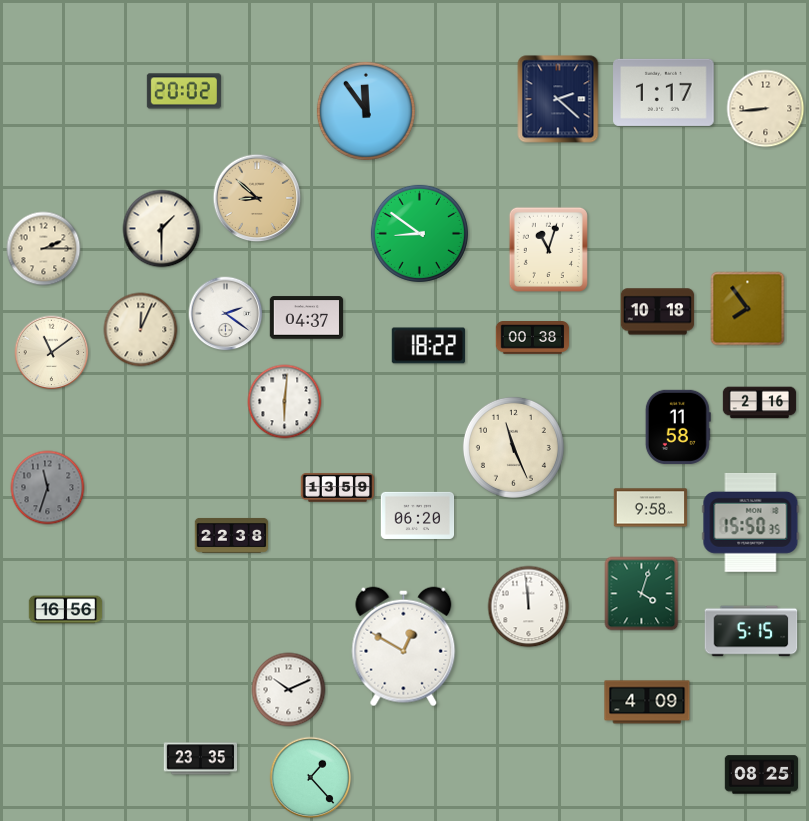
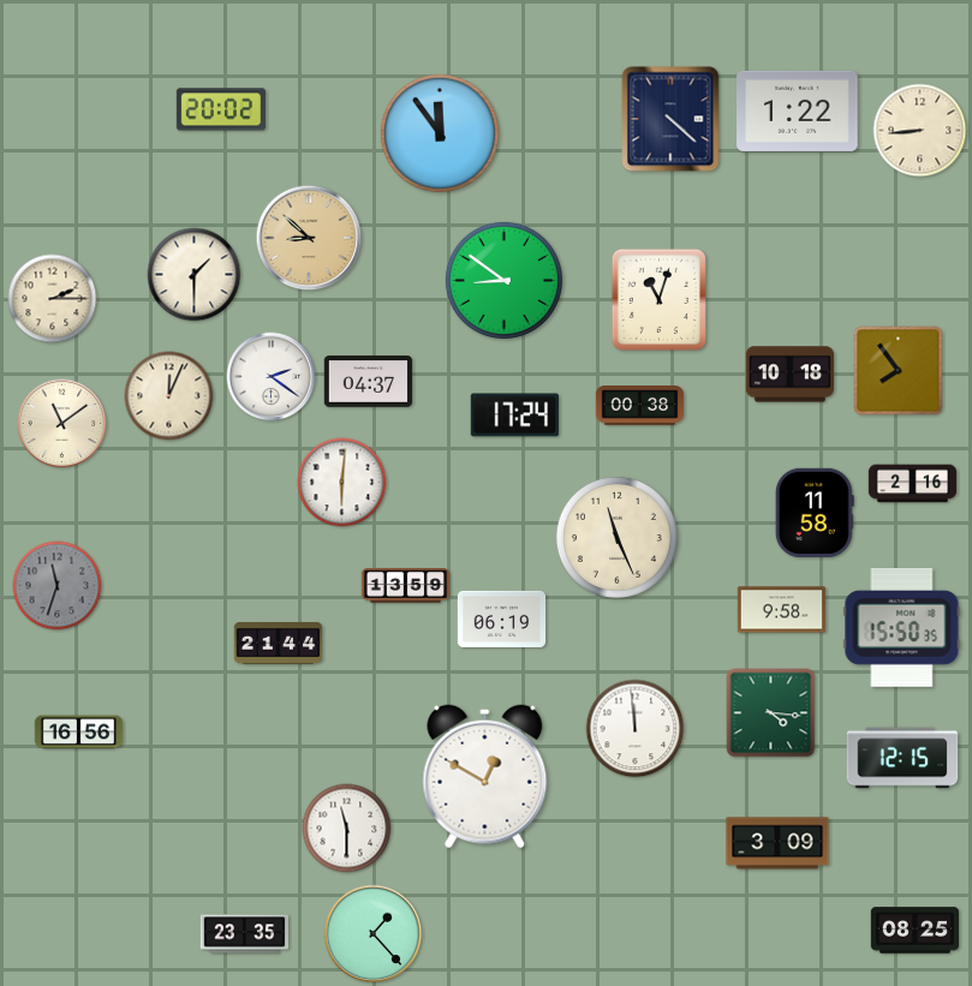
clock at (664, 92): 1:17 -> 1:22
clock at (558, 99): 2:22 -> 4:22
clock at (428, 346): 18:22 -> 17:24
clock at (418, 515): 06:20 -> 06:19
clock at (232, 535): 22:38 -> 21:44
clock at (642, 594): 4:03 -> 4:16
clock at (751, 631): 5:15 -> 12:15
clock at (289, 690): 10:11 -> 11:30
clock at (647, 702): 4:09 -> 3:09
clock at (201, 759) position: (201, 759) -> (245, 934)
